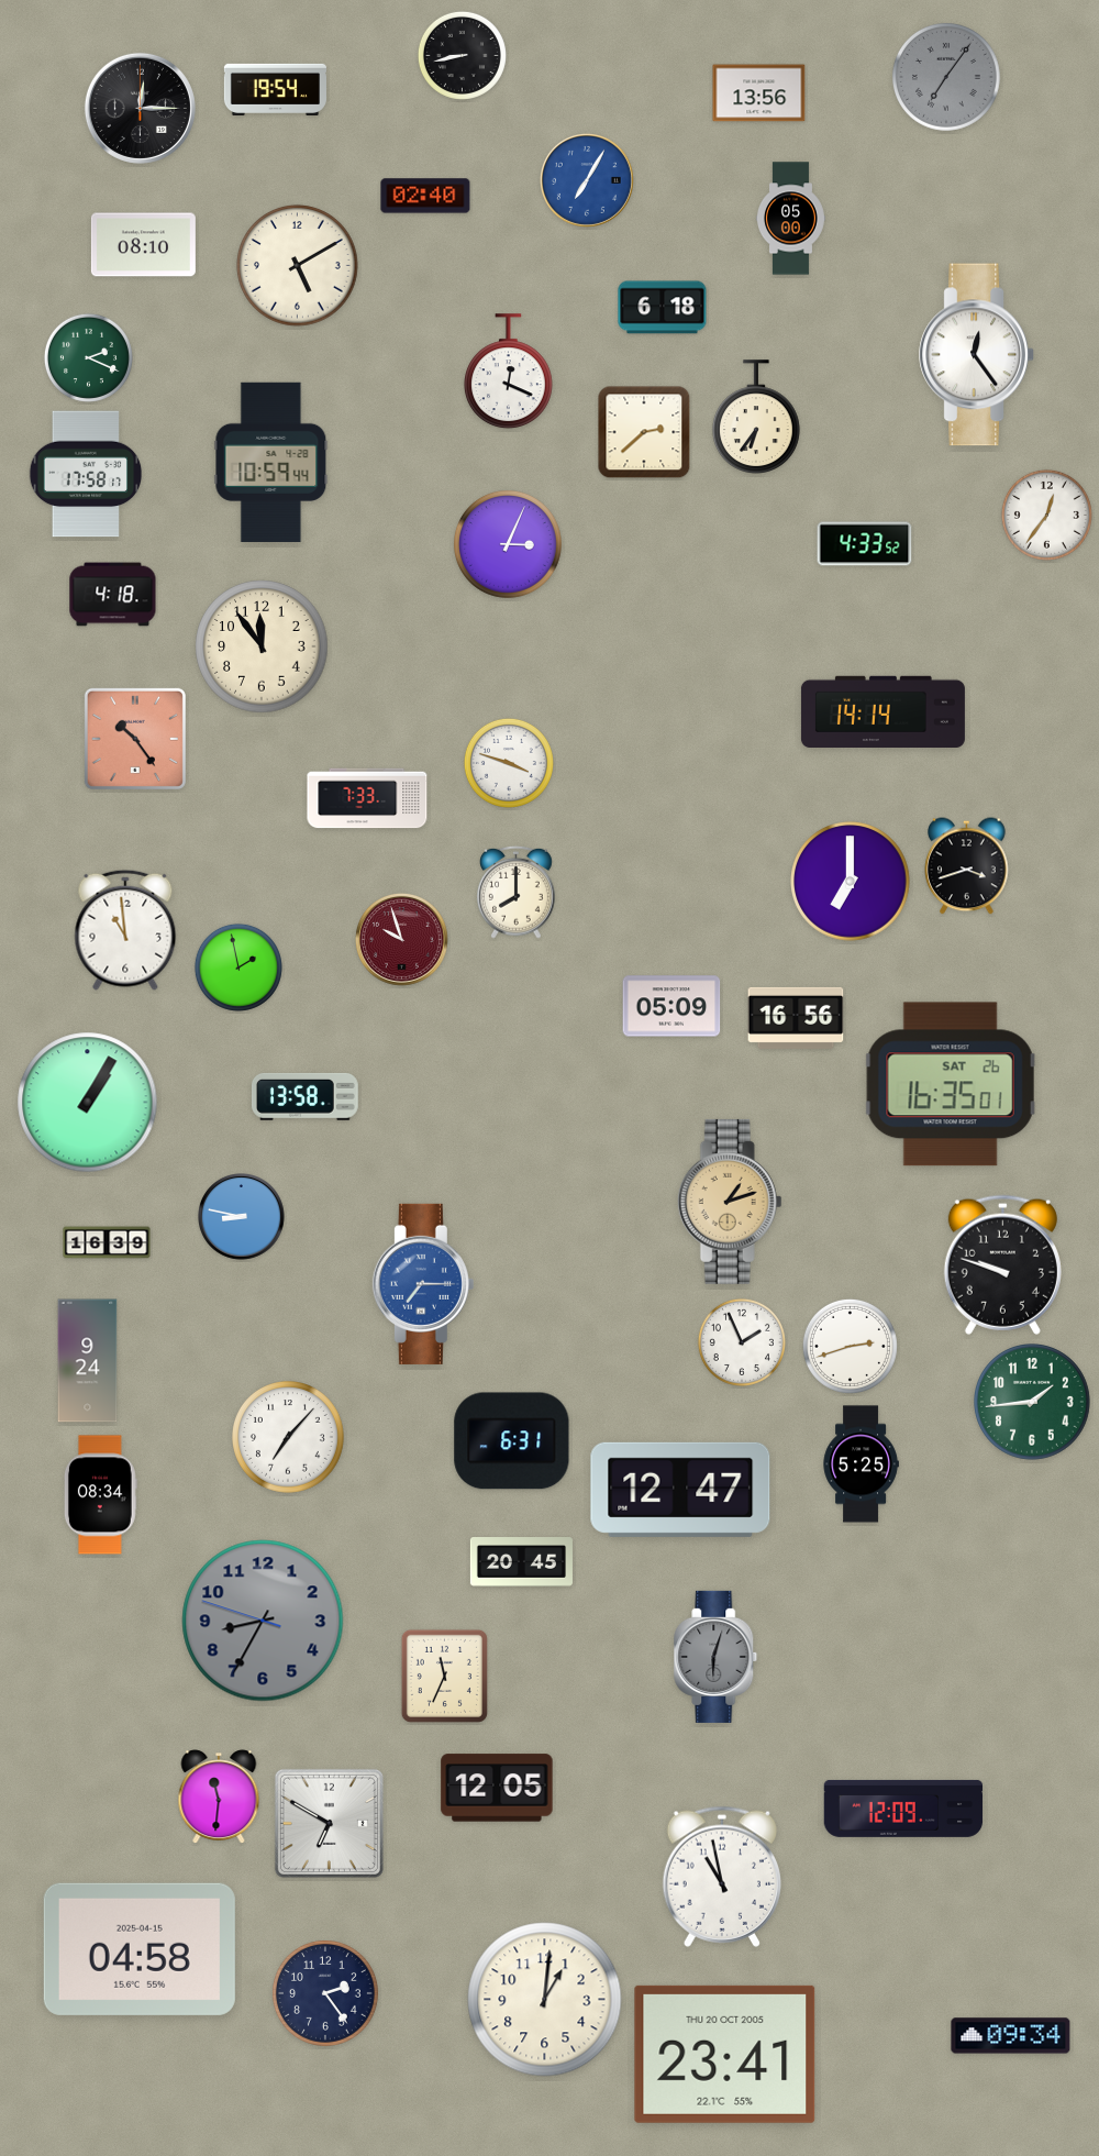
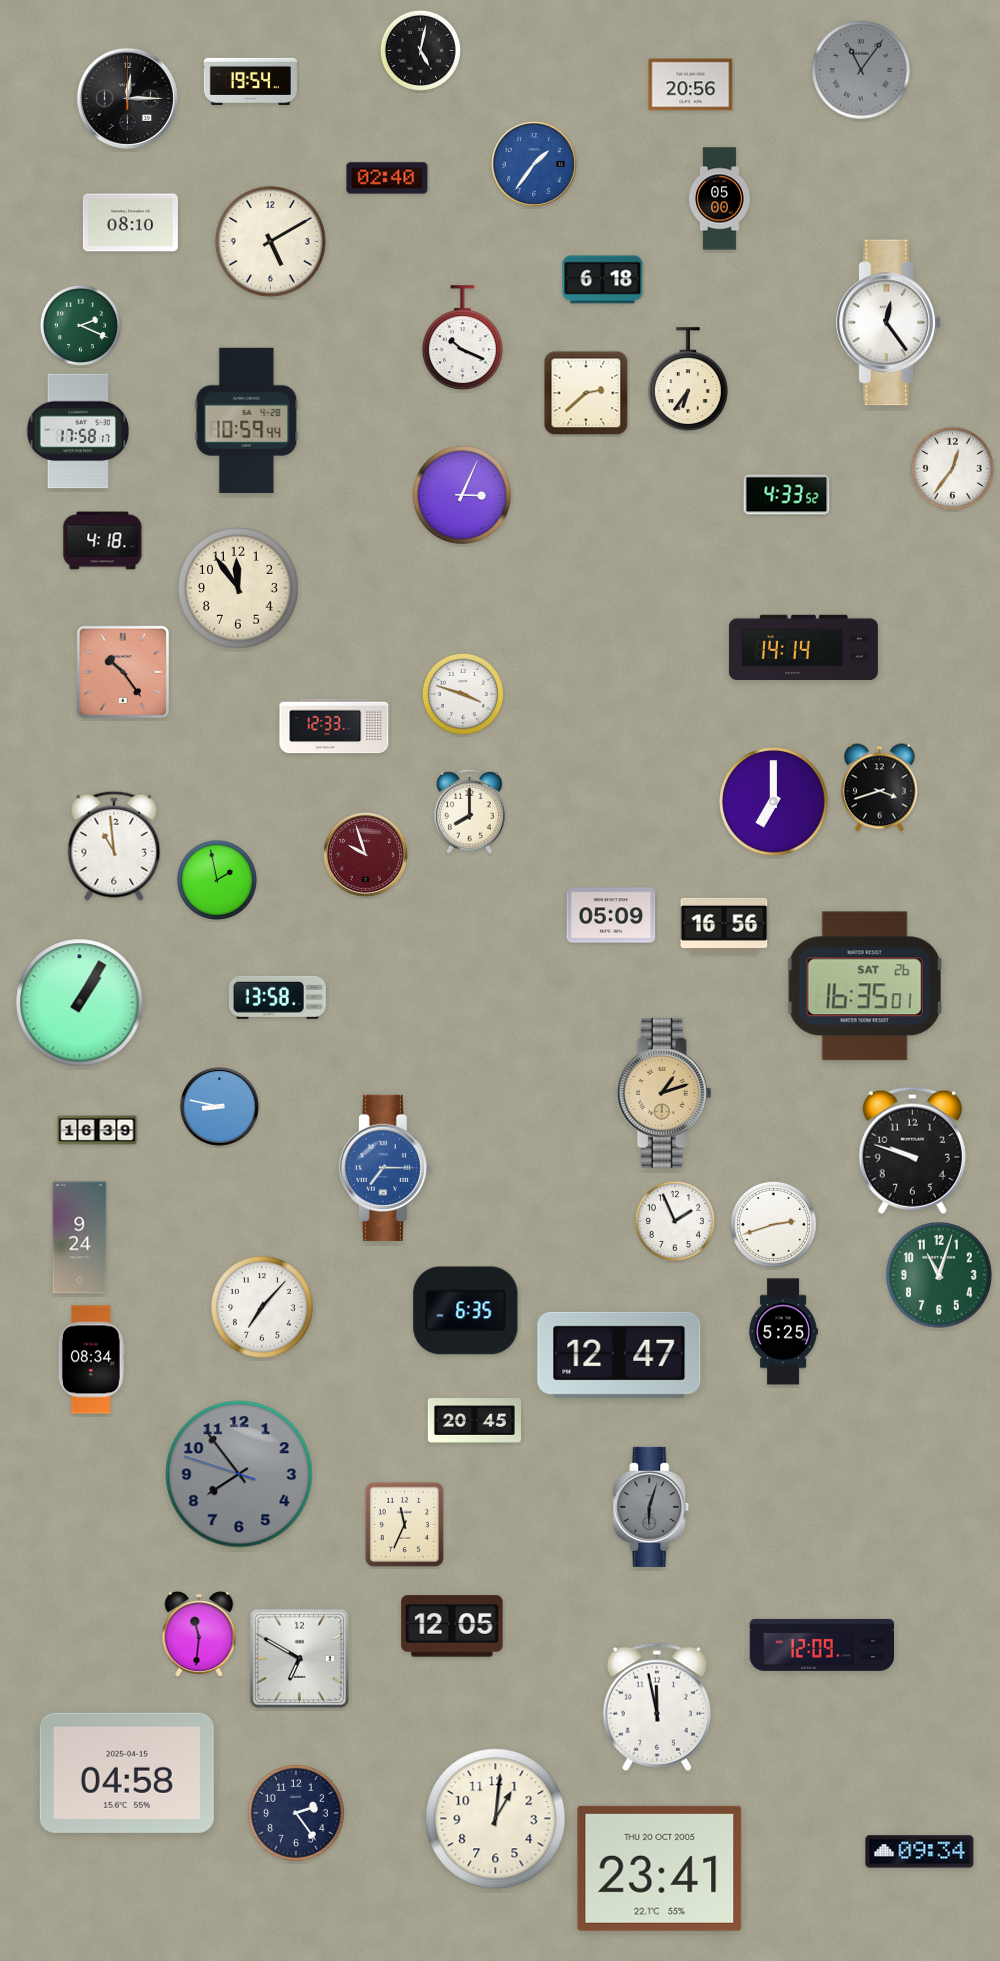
clock at (462, 55): 8:43 -> 5:02
clock at (946, 77): 7:06 -> 11:06
clock at (759, 93): 13:56 -> 20:56
clock at (587, 180): 7:05 -> 1:36
clock at (509, 372): 12:19 -> 10:19
clock at (367, 798): 7:33 -> 12:33
clock at (1032, 1402): 1:44 -> 11:03
clock at (512, 1441): 6:31 -> 6:35
clock at (263, 1621): 8:34 -> 7:53
clock at (722, 1877): 10:58 -> 11:58
